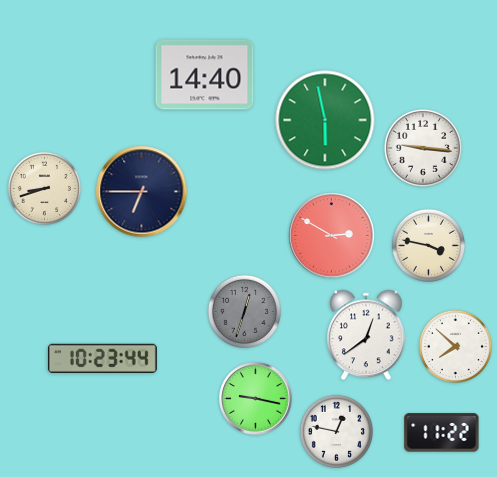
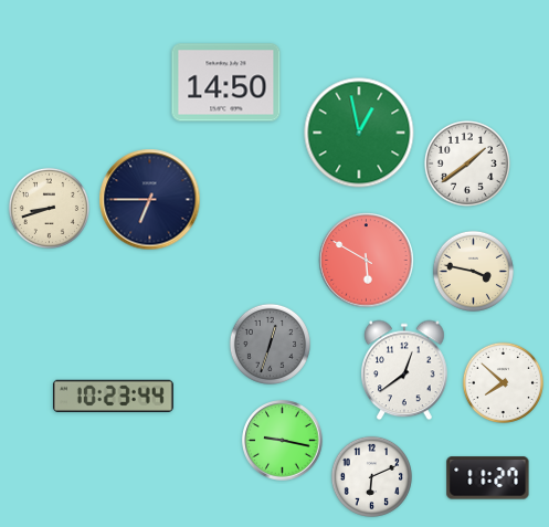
clock at (205, 75): 14:40 -> 14:50
clock at (325, 120): 5:58 -> 12:58
clock at (423, 148): 9:16 -> 1:39
clock at (142, 192) position: (142, 192) -> (150, 200)
clock at (332, 236): 2:50 -> 5:50
clock at (336, 431): 12:47 -> 6:11
clock at (442, 433): 11:22 -> 11:27
